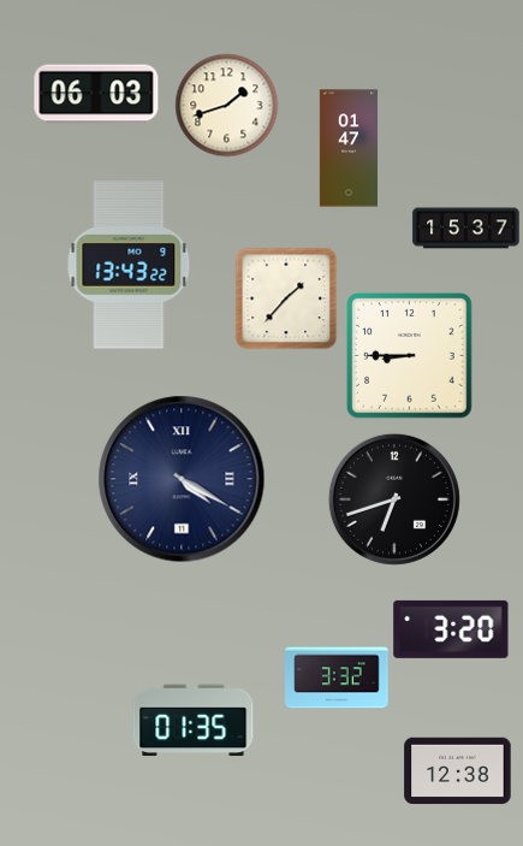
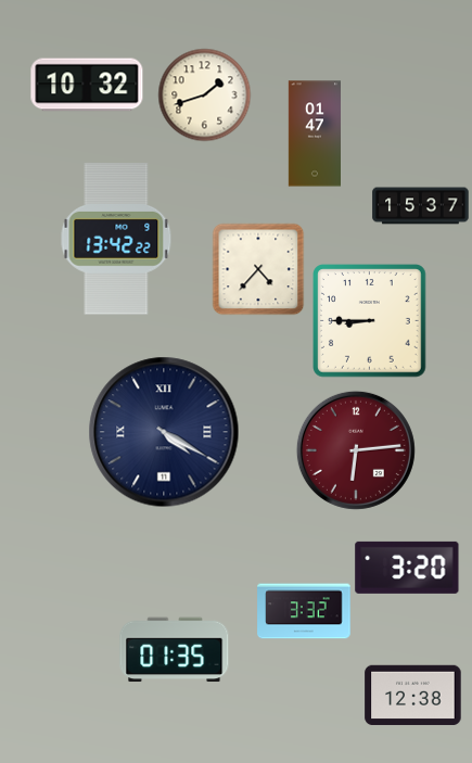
clock at (96, 94): 06:03 -> 10:32
clock at (129, 265): 13:43 -> 13:42
clock at (286, 298): 1:37 -> 4:37
clock at (394, 499): 6:42 -> 6:14
clock at (394, 499) dial: black -> burgundy
